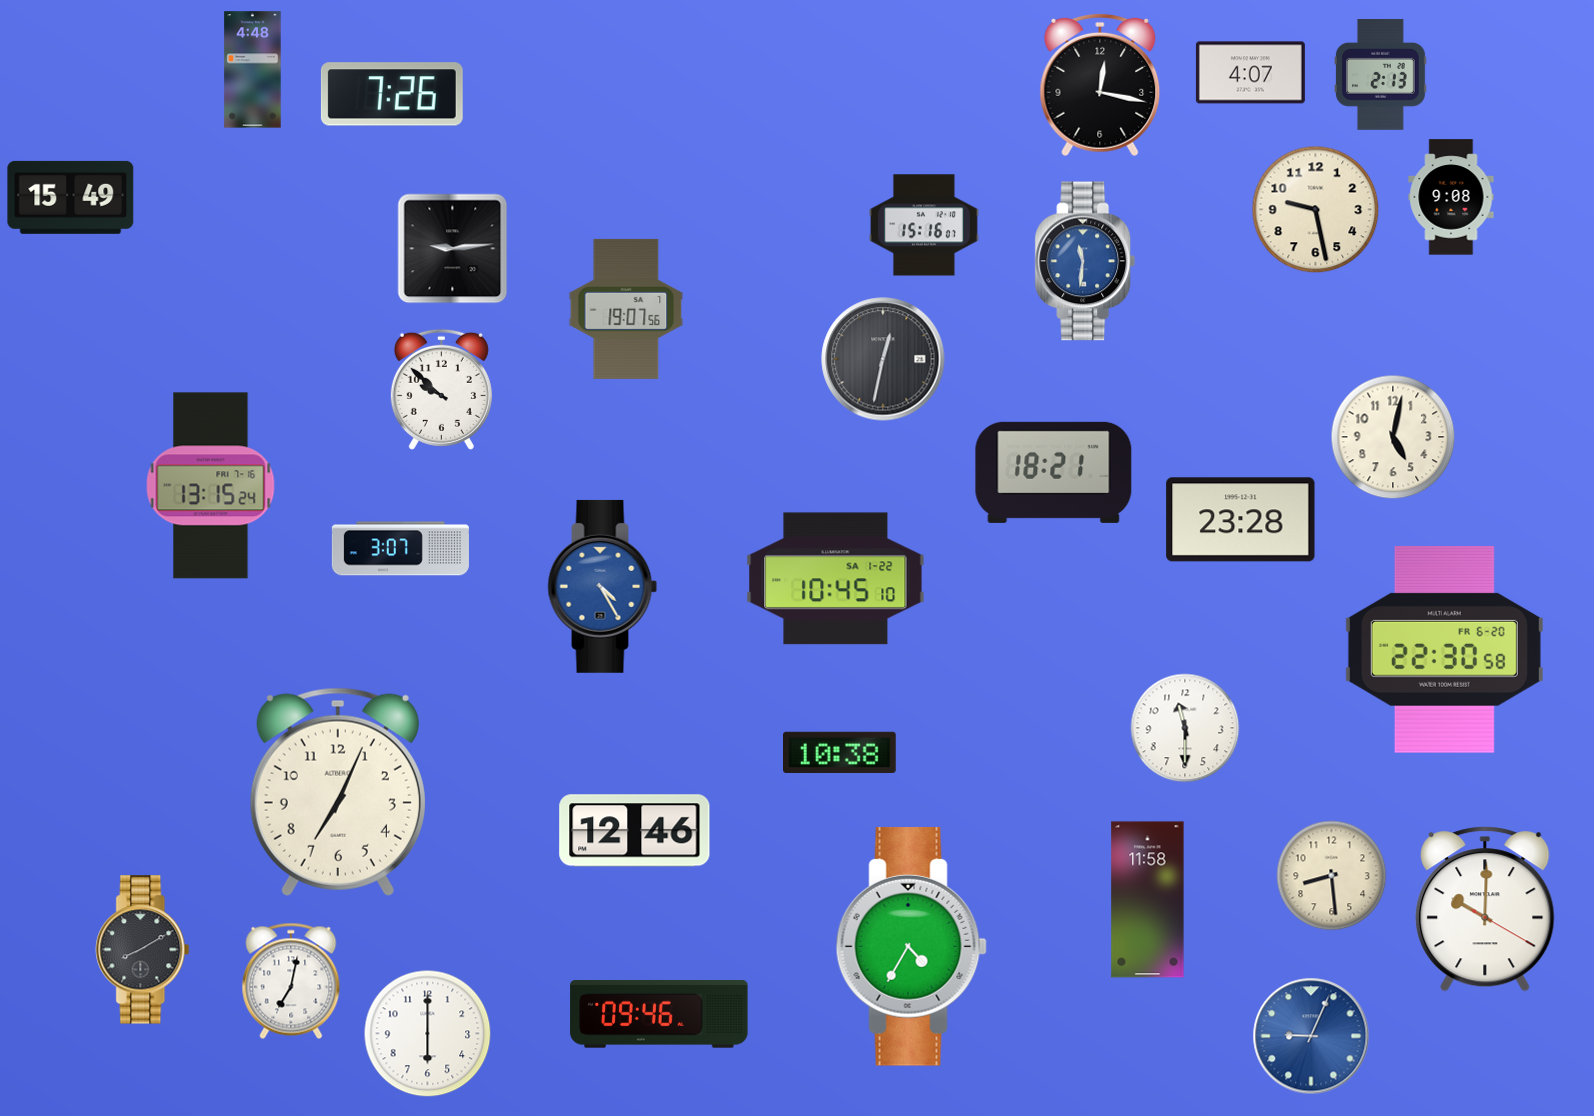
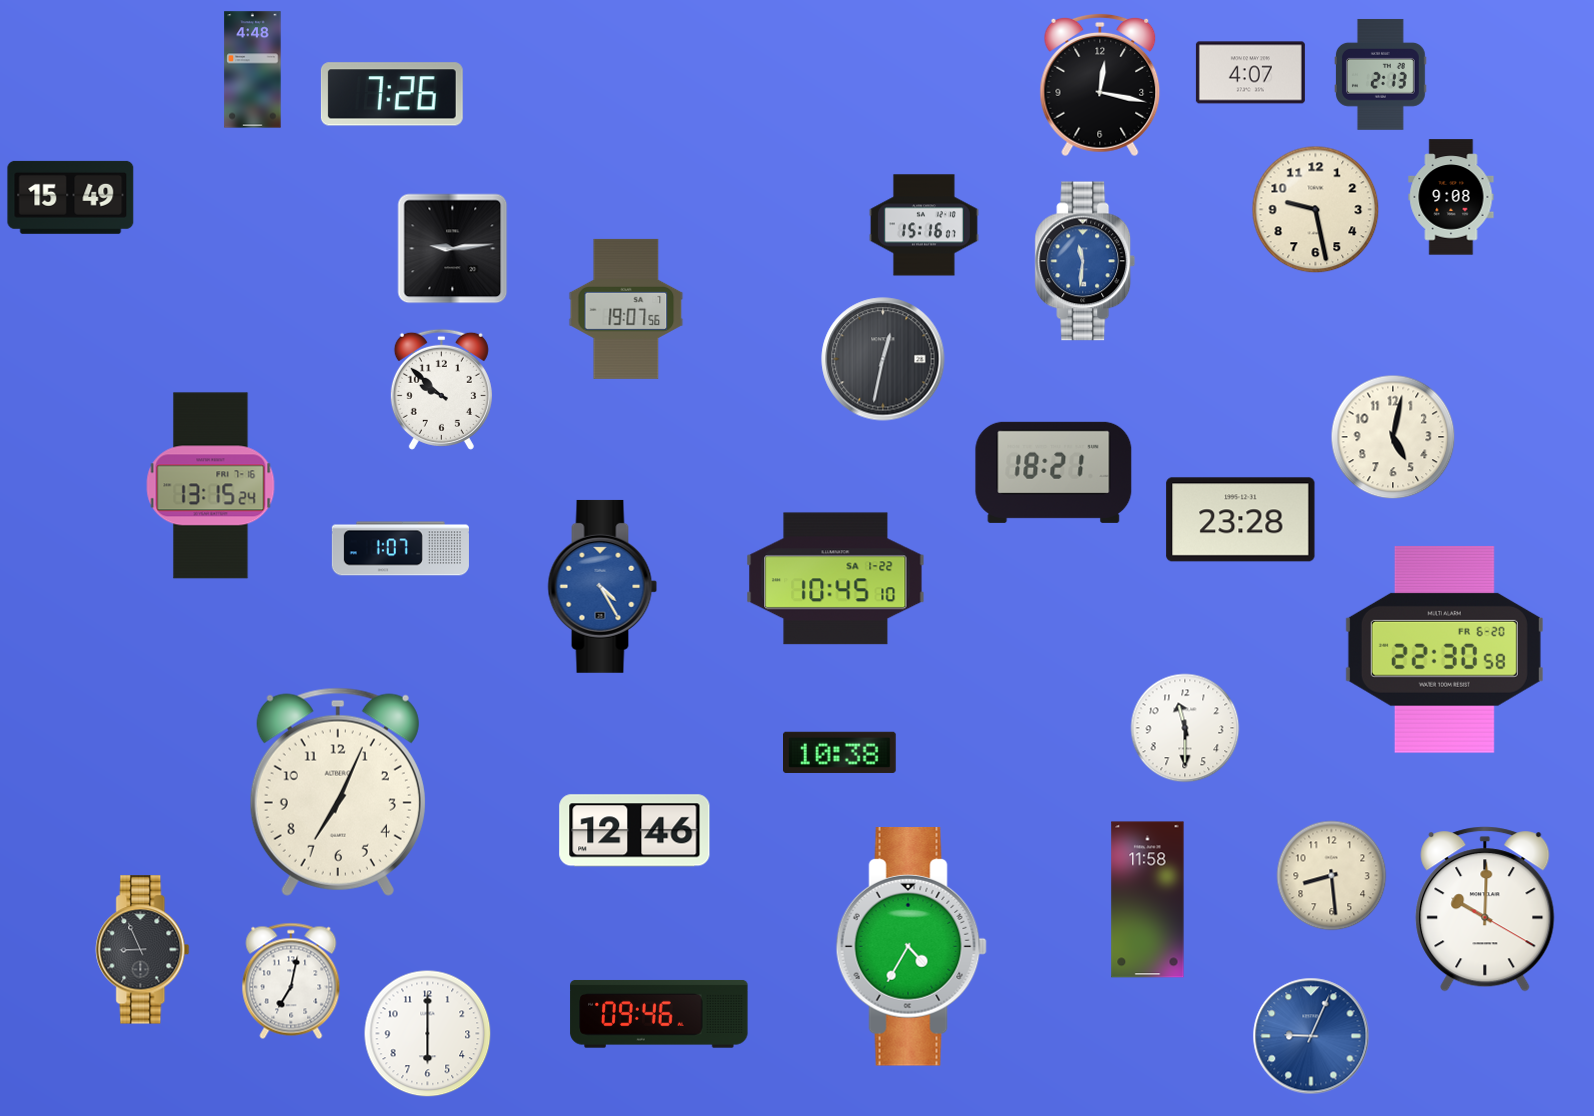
clock at (400, 549): 3:07 -> 1:07
clock at (143, 950): 8:10 -> 8:56
